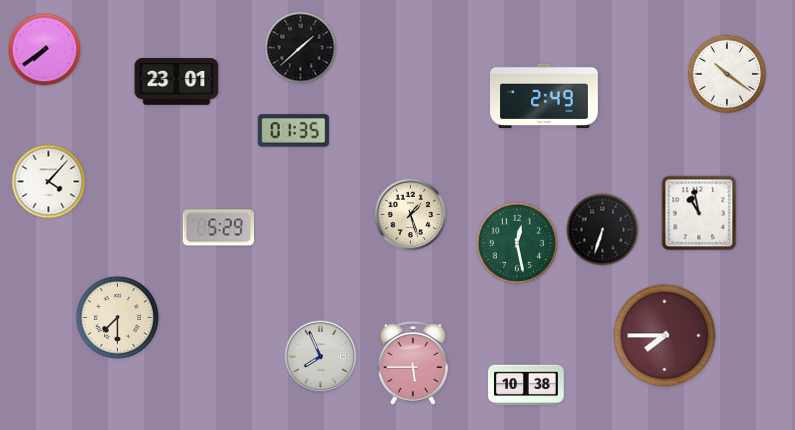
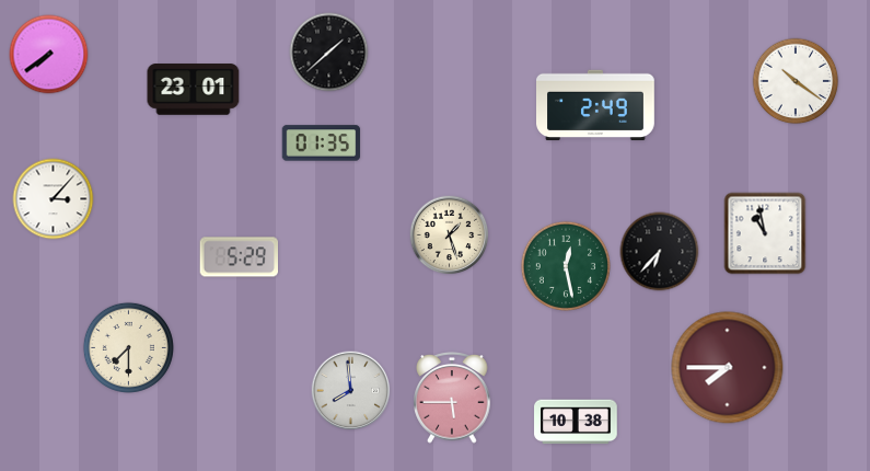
clock at (49, 182): 4:07 -> 3:07
clock at (219, 228) position: (219, 228) -> (240, 257)
clock at (603, 230): 6:33 -> 6:37
clock at (321, 357): 7:56 -> 7:59
